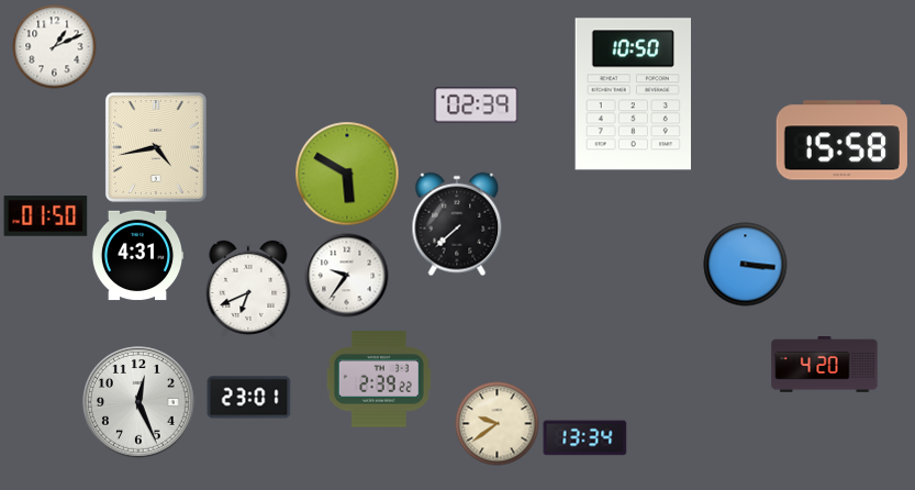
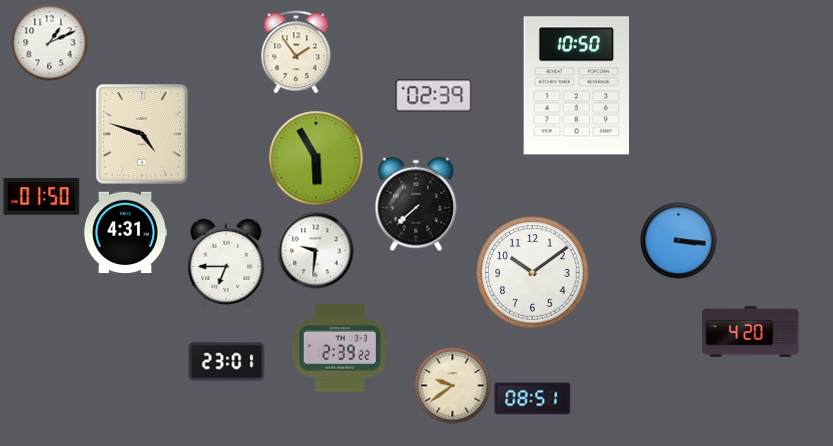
clock at (296, 52): none -> 1:54
clock at (841, 141): 15:58 -> none
clock at (156, 147): 4:43 -> 4:48
clock at (347, 174): 5:50 -> 5:55
clock at (347, 276): 9:36 -> 9:31
clock at (248, 289): 6:41 -> 6:45
clock at (533, 273): none -> 10:09
clock at (379, 379) position: (379, 379) -> (340, 348)
clock at (140, 403): 12:26 -> none
clock at (585, 438): 13:34 -> 08:51
